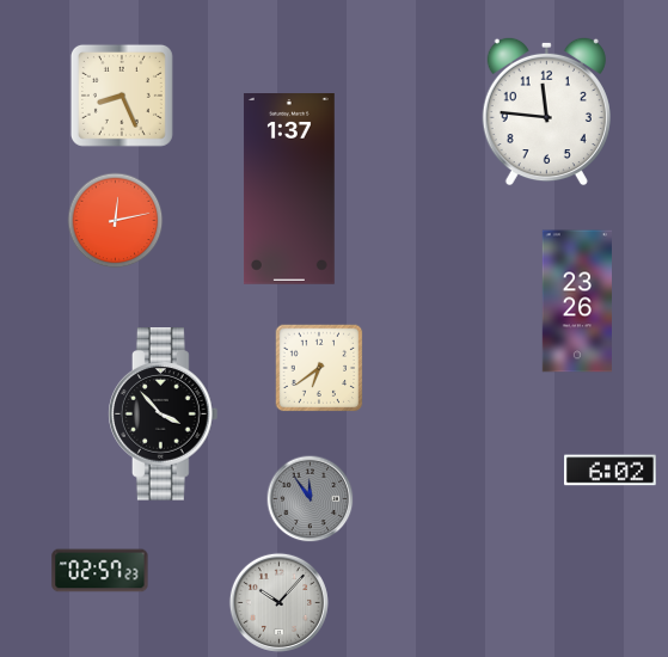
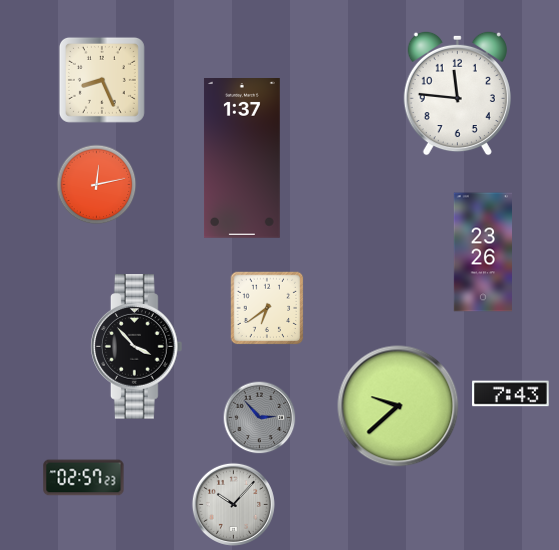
clock at (611, 471): 6:02 -> 7:43
clock at (398, 406): none -> 9:38
clock at (311, 499): 11:54 -> 2:53
